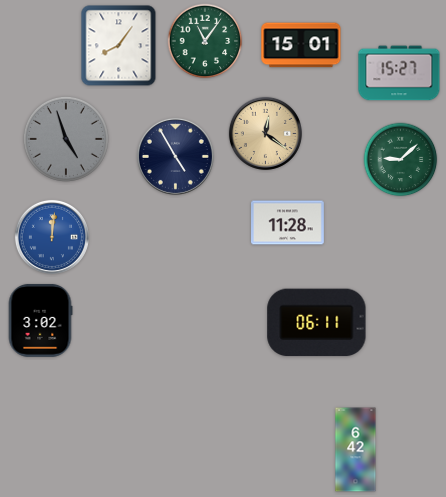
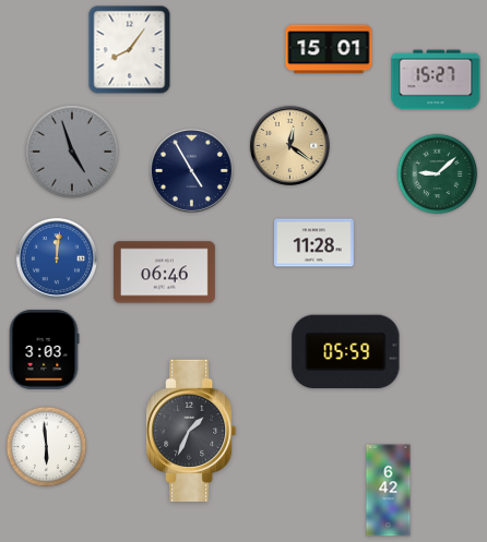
clock at (205, 41): 11:06 -> none
clock at (164, 273): none -> 06:46
clock at (40, 320): 3:02 -> 3:03
clock at (317, 323): 06:11 -> 05:59
clock at (191, 430): none -> 1:34
clock at (47, 447): none -> 5:59
